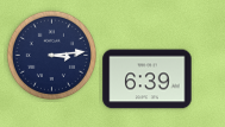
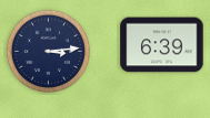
clock at (148, 80) position: (148, 80) -> (162, 45)
